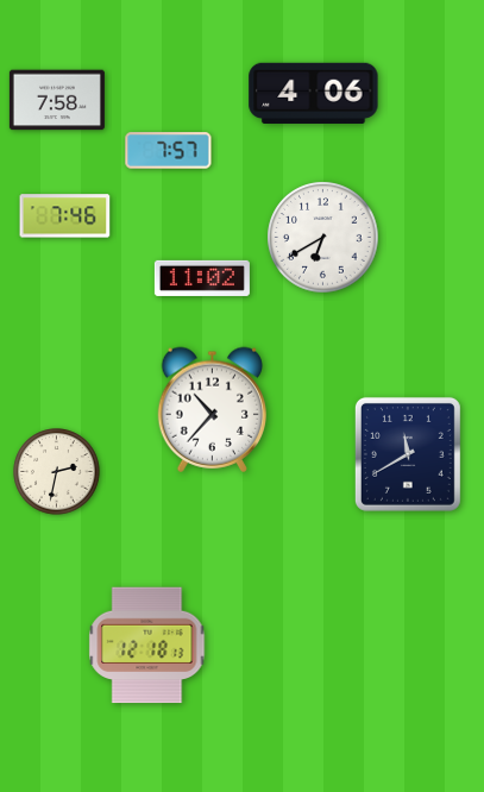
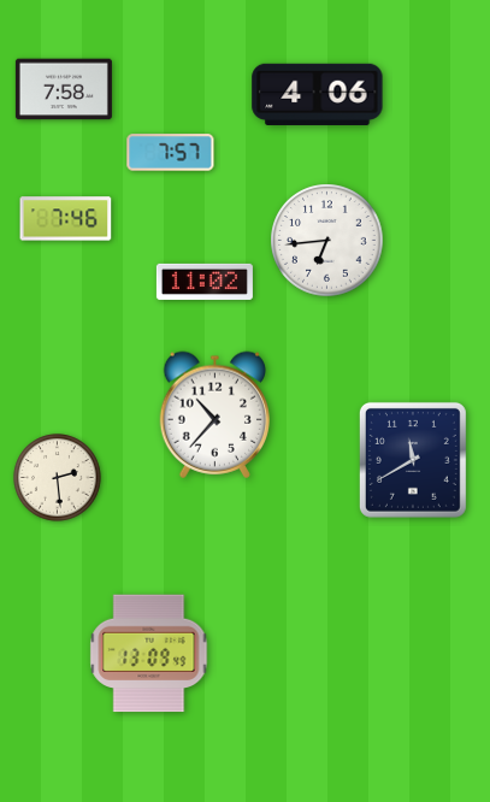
clock at (57, 100) position: (57, 100) -> (64, 89)
clock at (323, 238): 6:40 -> 6:44
clock at (57, 472): 2:32 -> 2:29
clock at (147, 646): 12:18 -> 13:09
